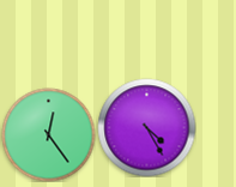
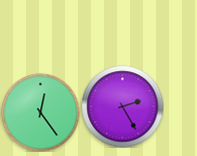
clock at (146, 127): 4:25 -> 2:25
